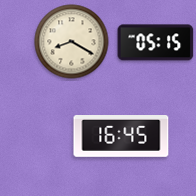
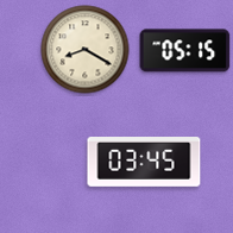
clock at (121, 137): 16:45 -> 03:45
